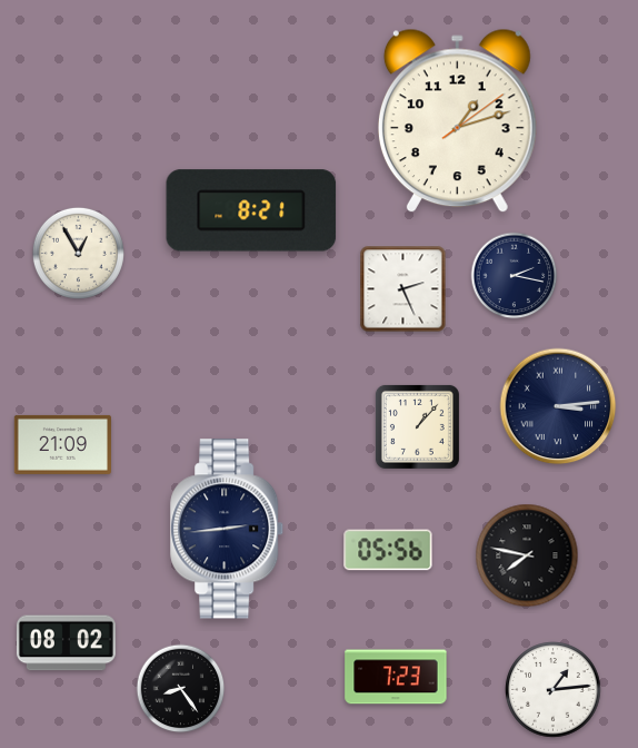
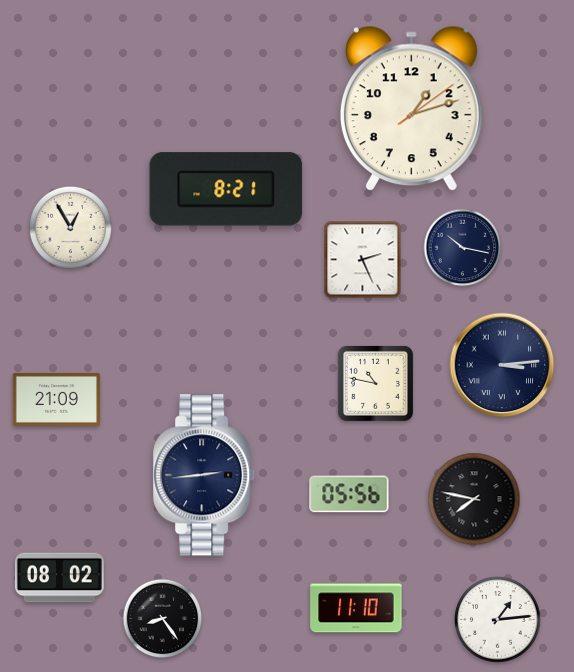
clock at (515, 276): 2:17 -> 10:17
clock at (417, 426): 1:07 -> 10:47
clock at (396, 677): 7:23 -> 11:10
